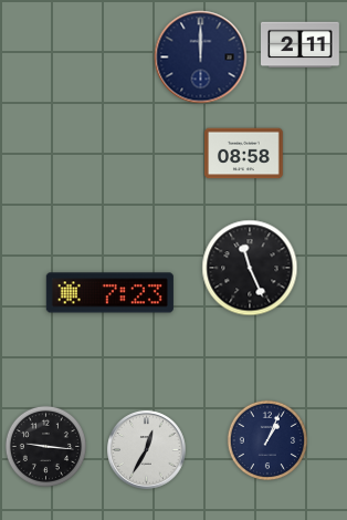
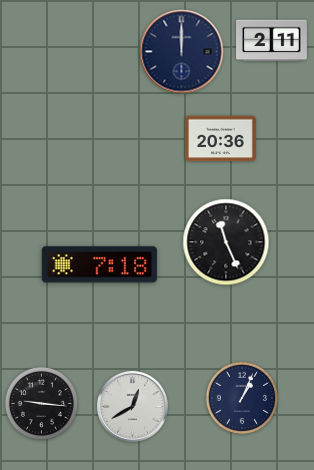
clock at (244, 154): 08:58 -> 20:36
clock at (109, 293): 7:23 -> 7:18
clock at (147, 450): 12:35 -> 12:40
